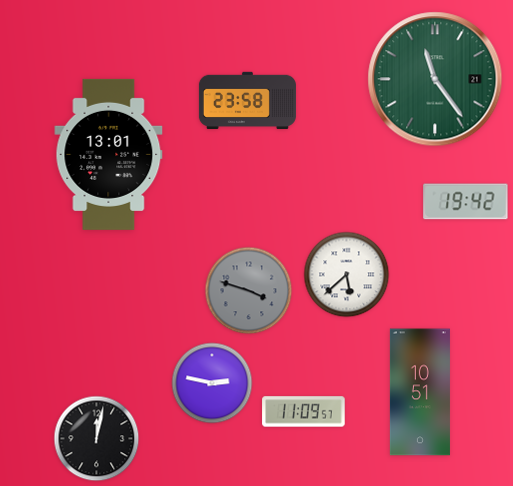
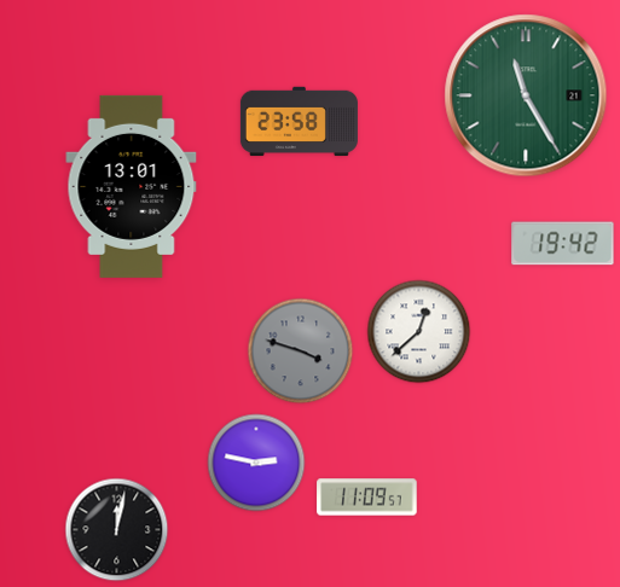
clock at (435, 79): 11:24 -> 11:25
clock at (347, 275): 5:38 -> 12:38
clock at (420, 392): 10:51 -> none
